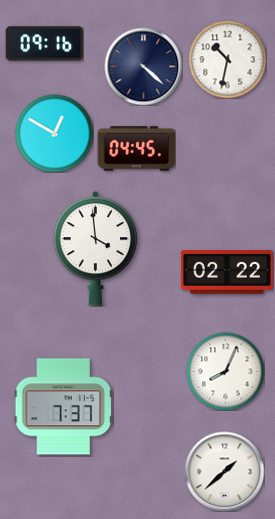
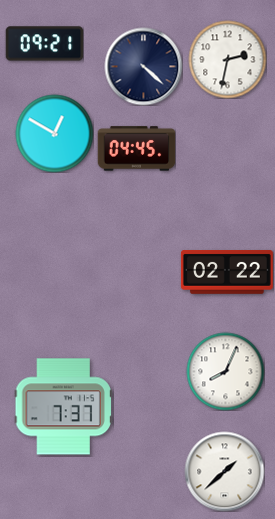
clock at (44, 44): 09:16 -> 09:21
clock at (227, 59): 10:32 -> 2:32
clock at (96, 248): 3:59 -> none
